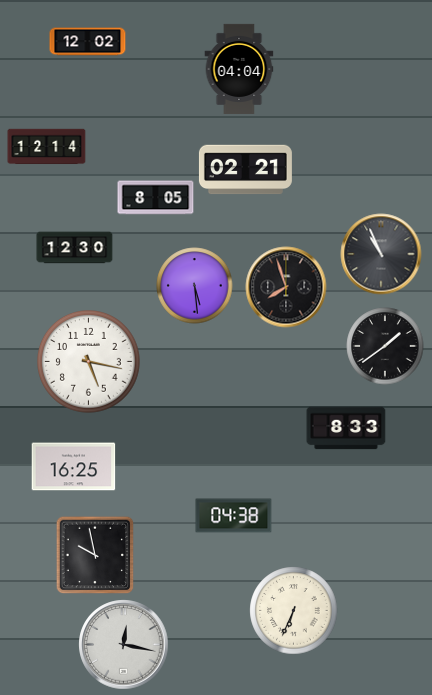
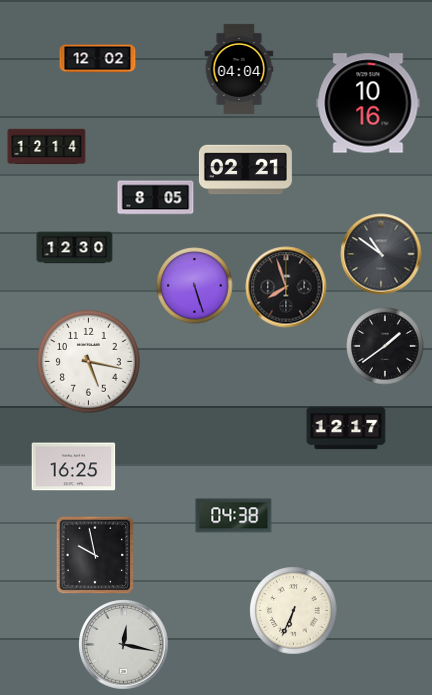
clock at (88, 42) position: (88, 42) -> (98, 59)
clock at (368, 103): none -> 10:16
clock at (381, 254): 10:56 -> 10:51
clock at (195, 286): 5:29 -> 5:27
clock at (346, 428): 8:33 -> 12:17
